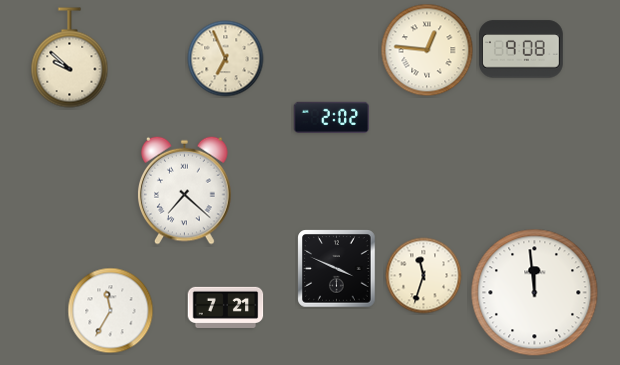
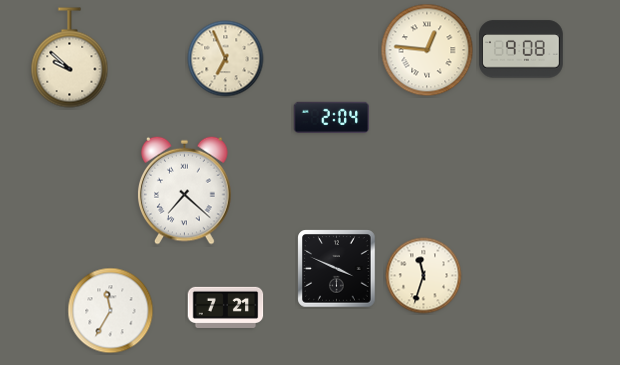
clock at (332, 117): 2:02 -> 2:04
clock at (535, 293): 11:59 -> none
